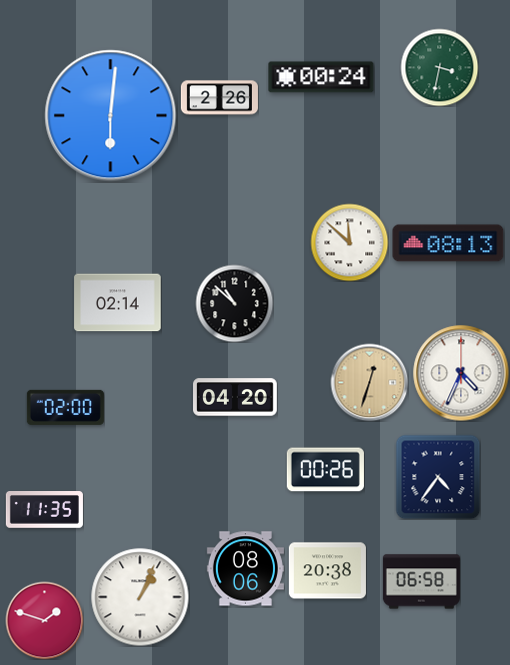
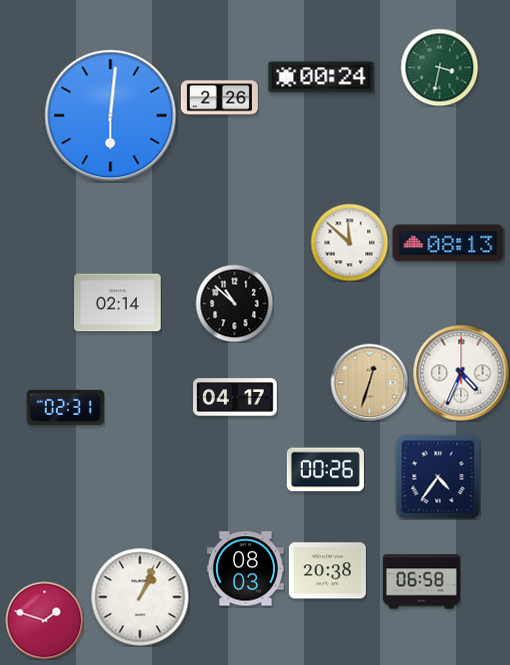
clock at (235, 397): 04:20 -> 04:17
clock at (65, 407): 02:00 -> 02:31
clock at (44, 510): 11:35 -> none
clock at (245, 569): 08:06 -> 08:03
